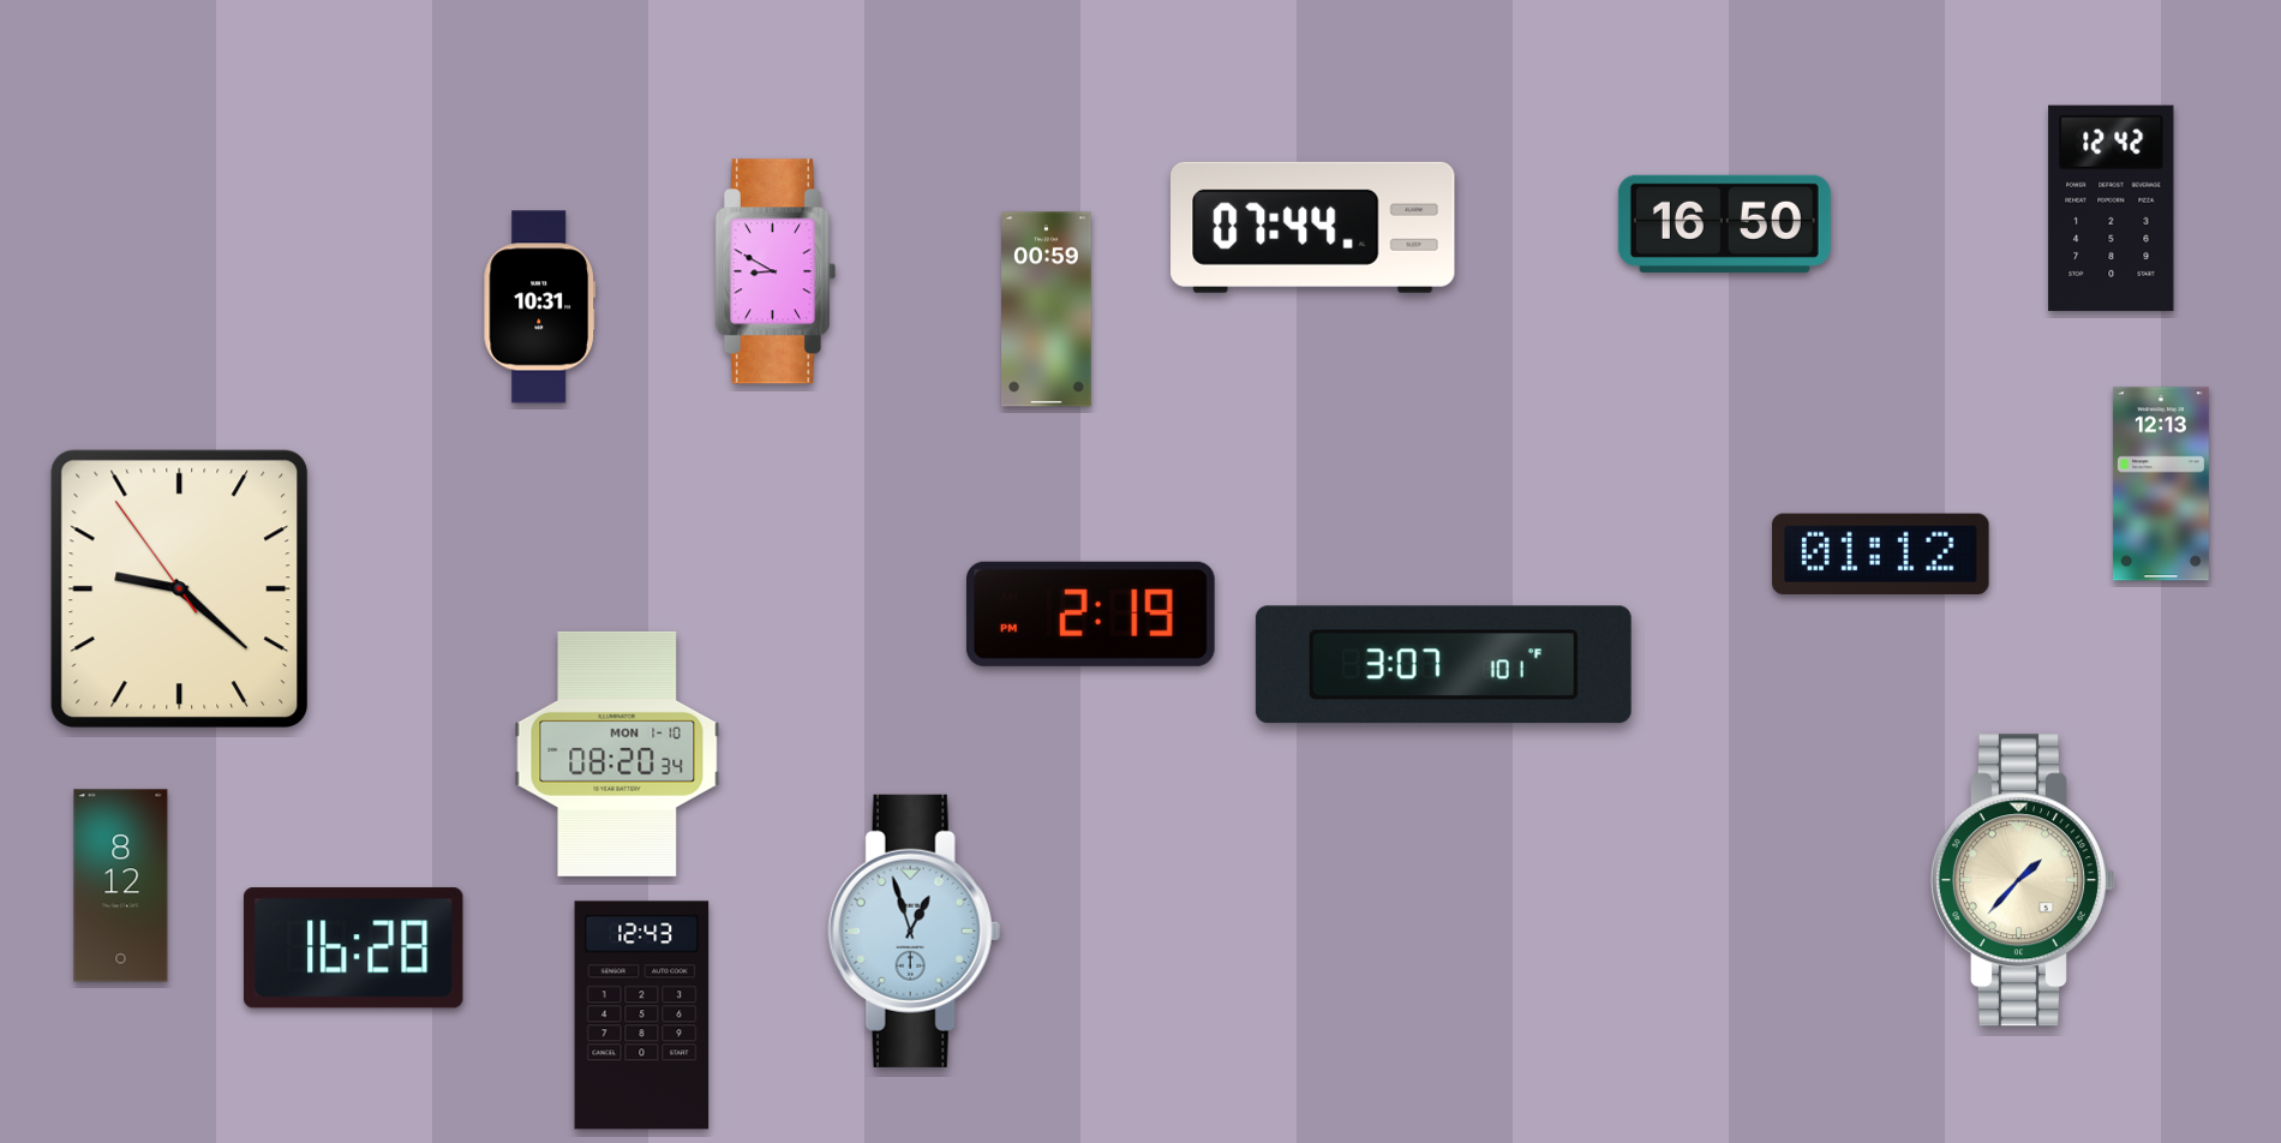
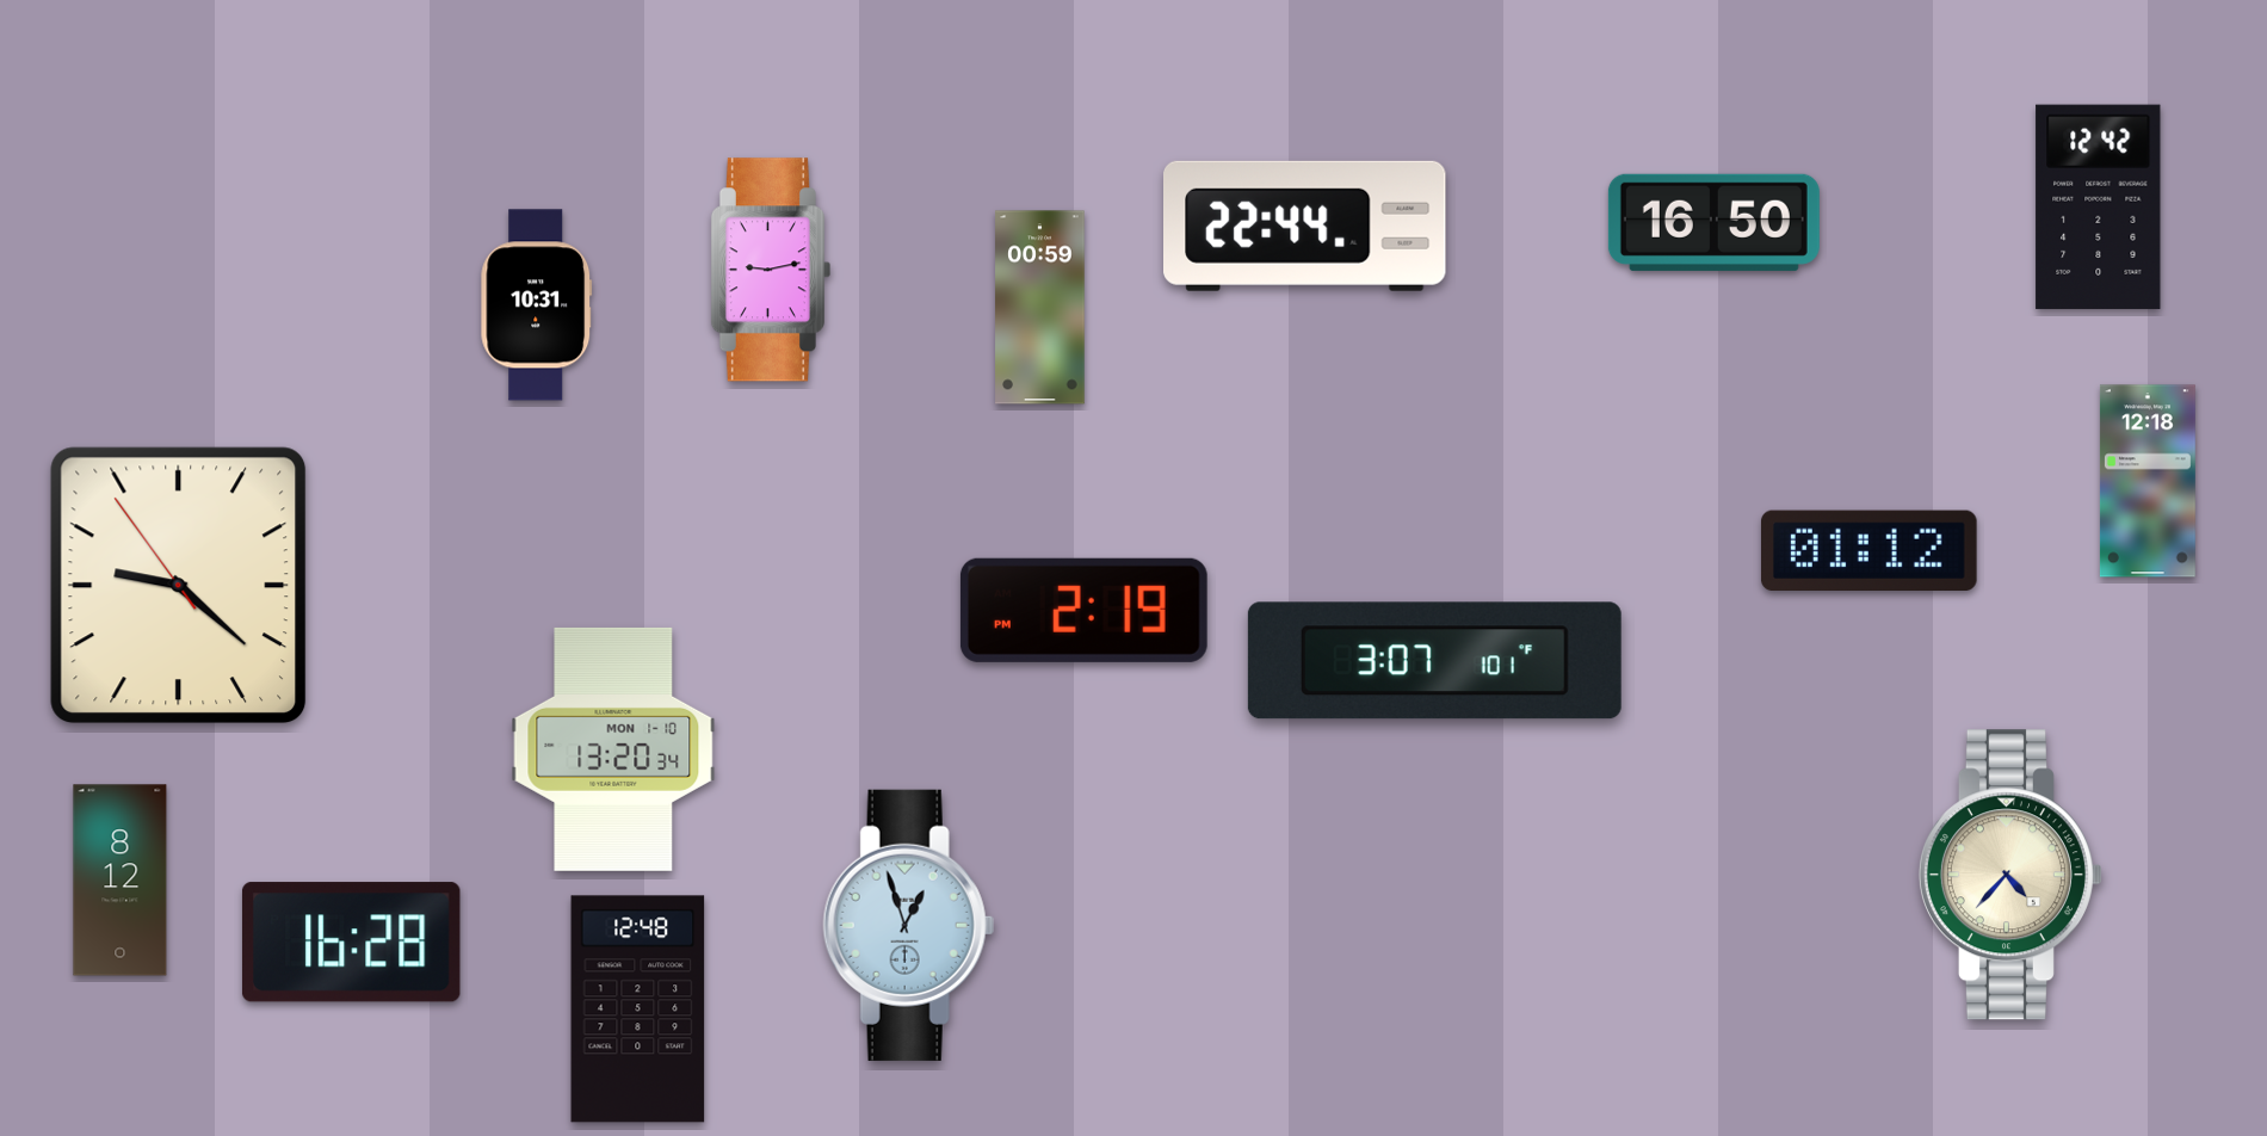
clock at (1313, 227): 07:44 -> 22:44
clock at (776, 271): 8:50 -> 9:13
clock at (2161, 484): 12:13 -> 12:18
clock at (617, 754): 08:20 -> 13:20
clock at (2023, 880): 1:37 -> 4:37
clock at (642, 1016): 12:43 -> 12:48
